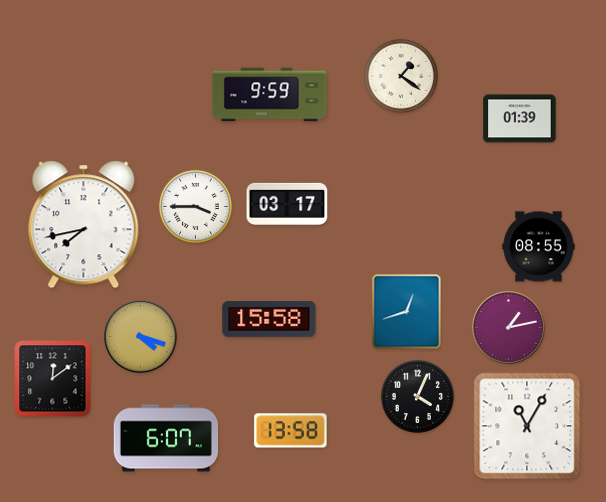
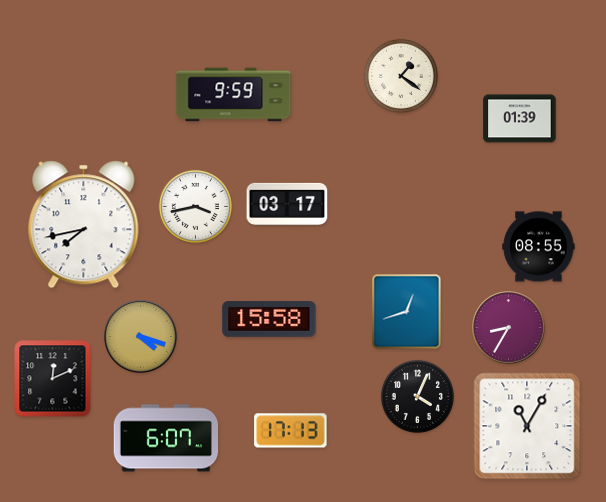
clock at (270, 95) position: (270, 95) -> (234, 95)
clock at (195, 206): 3:45 -> 3:43
clock at (509, 328): 1:13 -> 8:35
clock at (53, 379): 12:09 -> 12:11
clock at (291, 431): 13:58 -> 17:13
